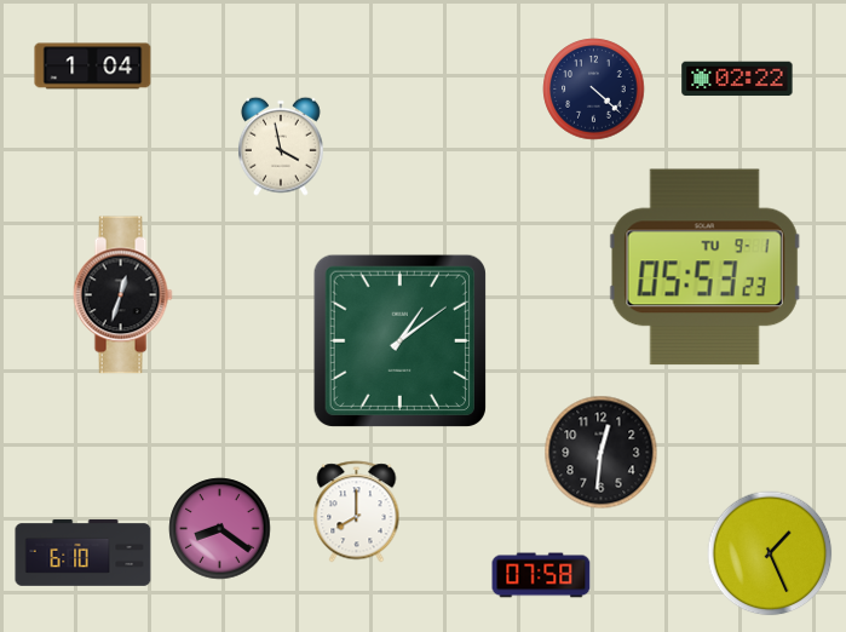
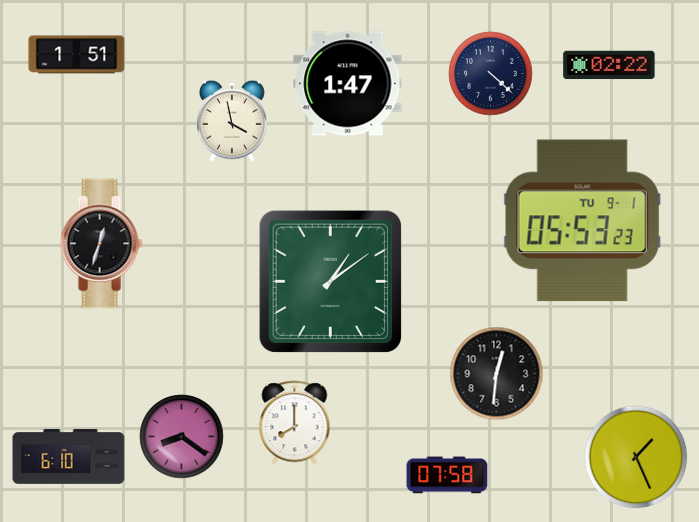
clock at (93, 67): 1:04 -> 1:51
clock at (348, 84): none -> 1:47
